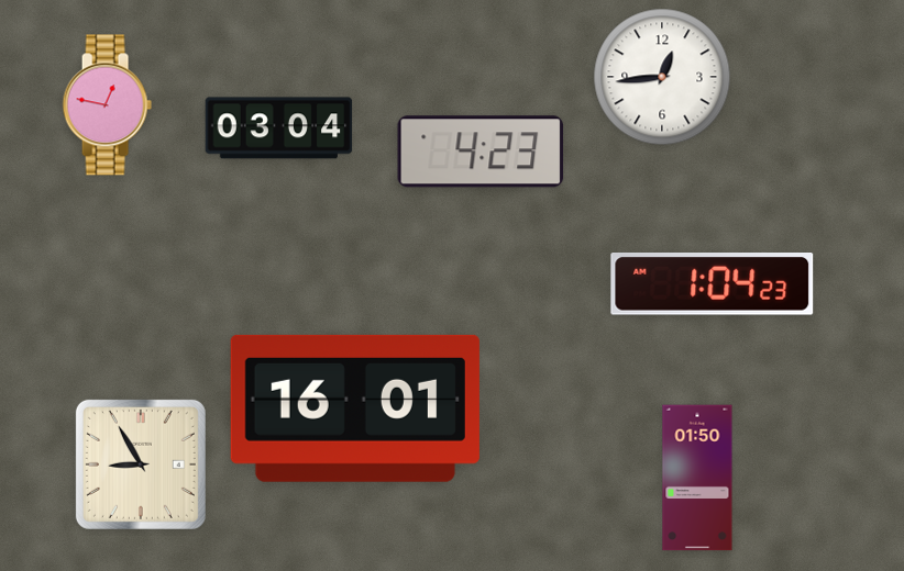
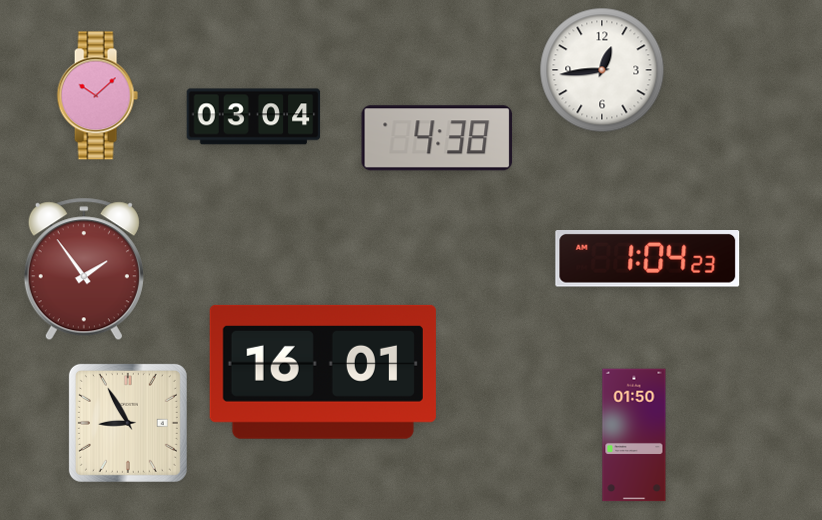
clock at (107, 105): 12:47 -> 10:08
clock at (481, 152): 4:23 -> 4:38
clock at (84, 269): none -> 1:54
